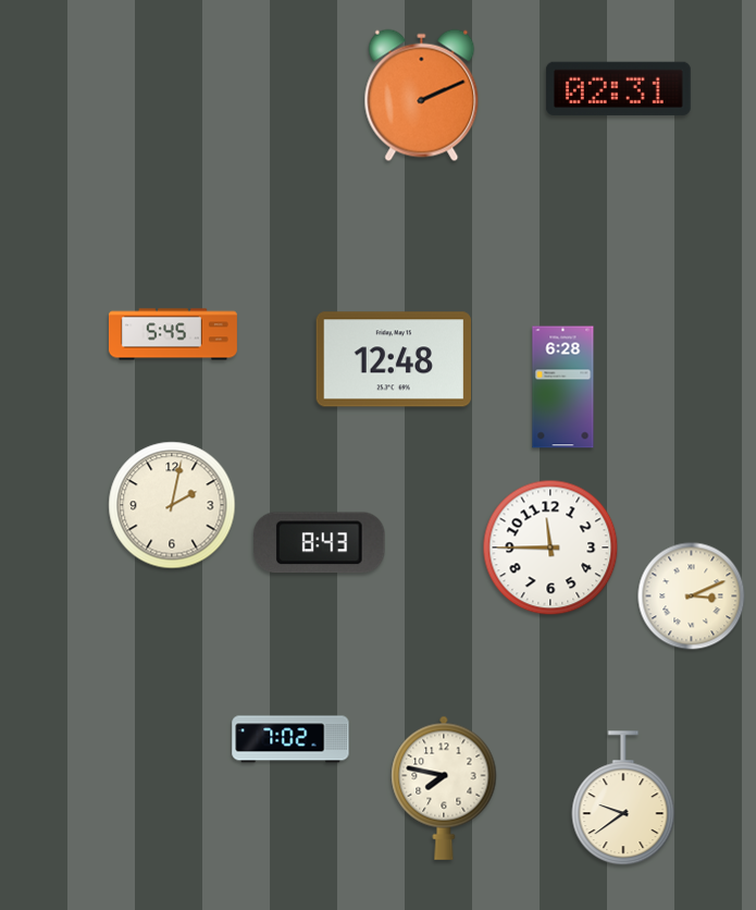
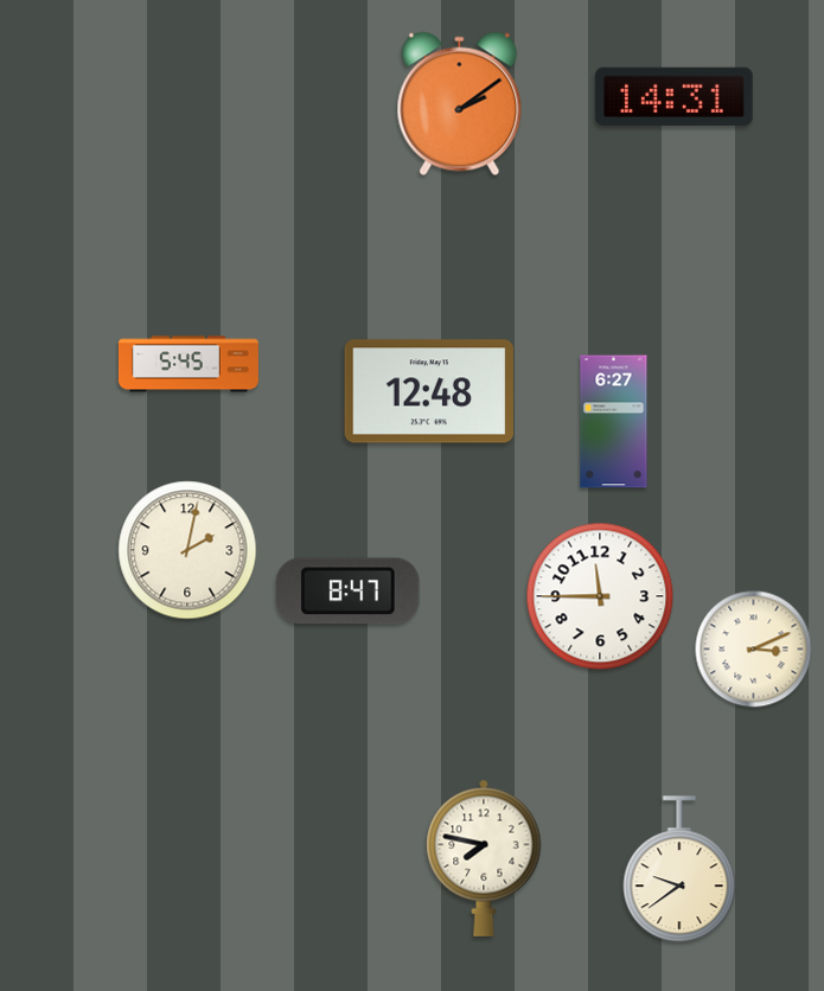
clock at (618, 88): 02:31 -> 14:31
clock at (422, 96): 2:11 -> 2:09
clock at (563, 388): 6:28 -> 6:27
clock at (320, 543): 8:43 -> 8:47
clock at (290, 739): 7:02 -> none
